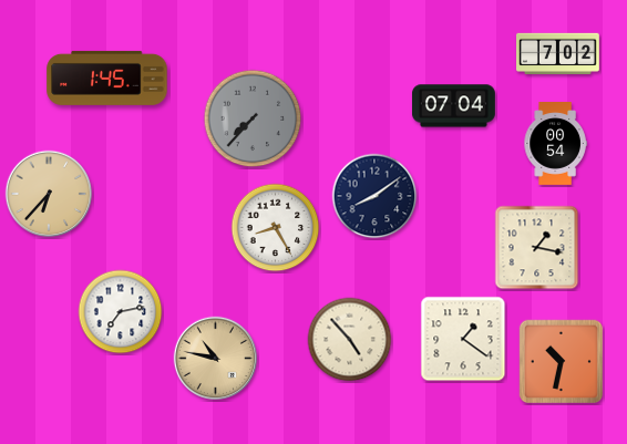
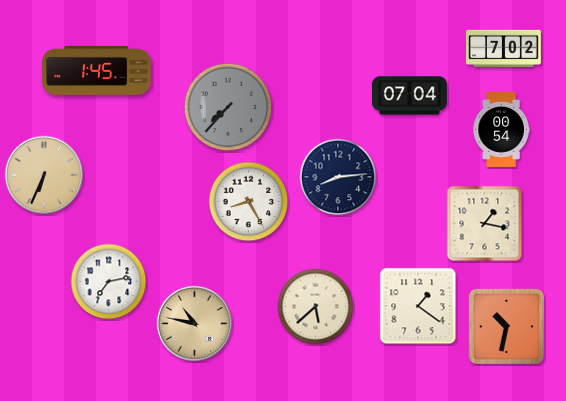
clock at (49, 194): 6:37 -> 6:34
clock at (374, 196): 8:09 -> 8:14
clock at (276, 228) position: (276, 228) -> (249, 202)
clock at (350, 340): 4:53 -> 5:38
